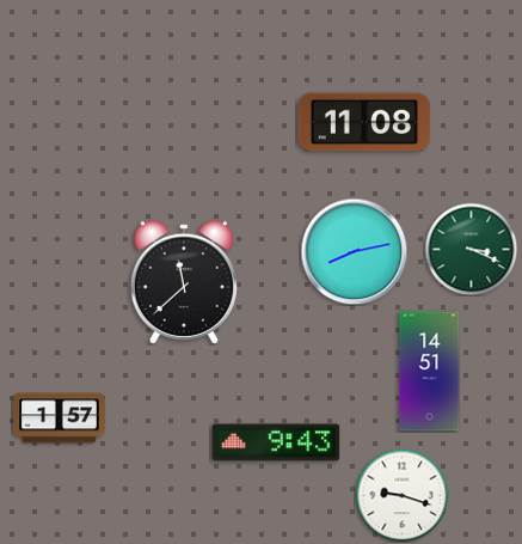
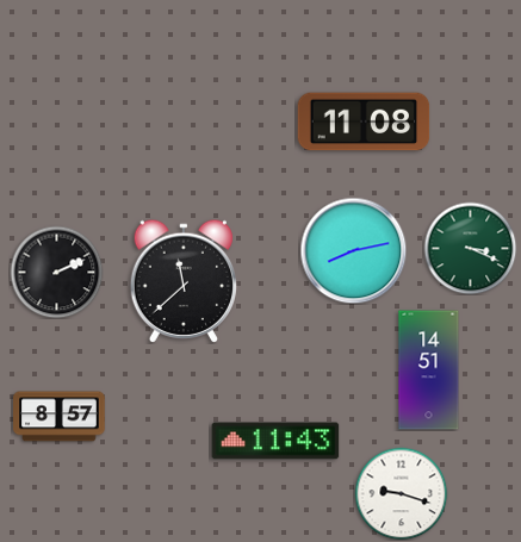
clock at (56, 272): none -> 2:11
clock at (60, 418): 1:57 -> 8:57
clock at (276, 442): 9:43 -> 11:43
